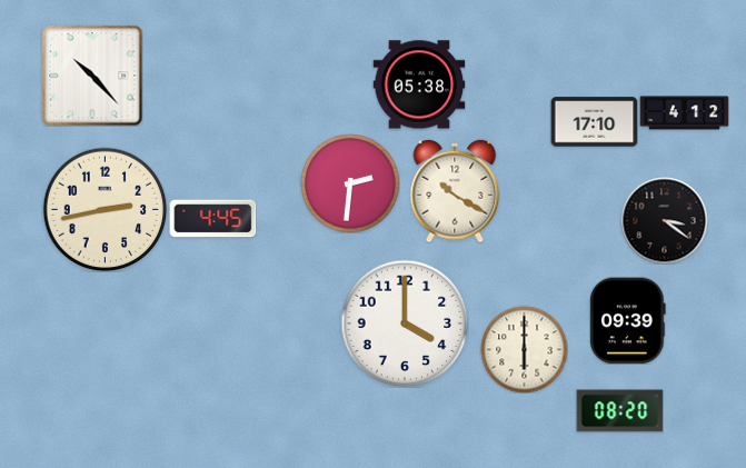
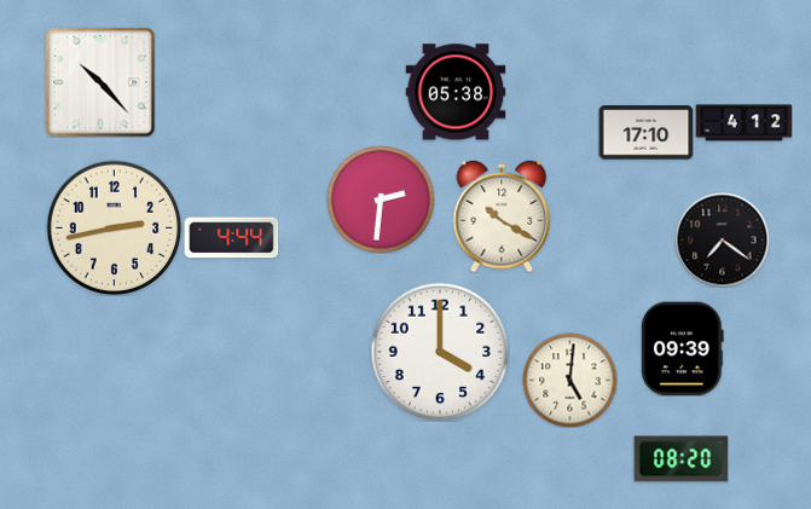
clock at (455, 191) position: (455, 191) -> (502, 216)
clock at (212, 219): 4:45 -> 4:44
clock at (664, 220): 3:21 -> 7:21
clock at (524, 349): 6:00 -> 5:01
clock at (619, 411) position: (619, 411) -> (680, 459)
